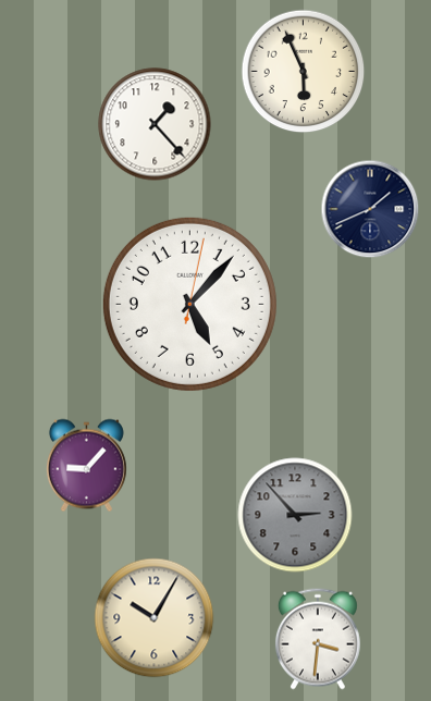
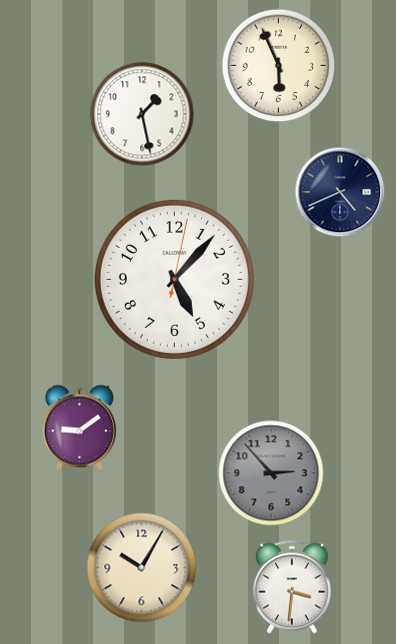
clock at (155, 124): 1:23 -> 1:28
clock at (370, 209): 1:41 -> 4:41
clock at (86, 466): 9:07 -> 9:09
